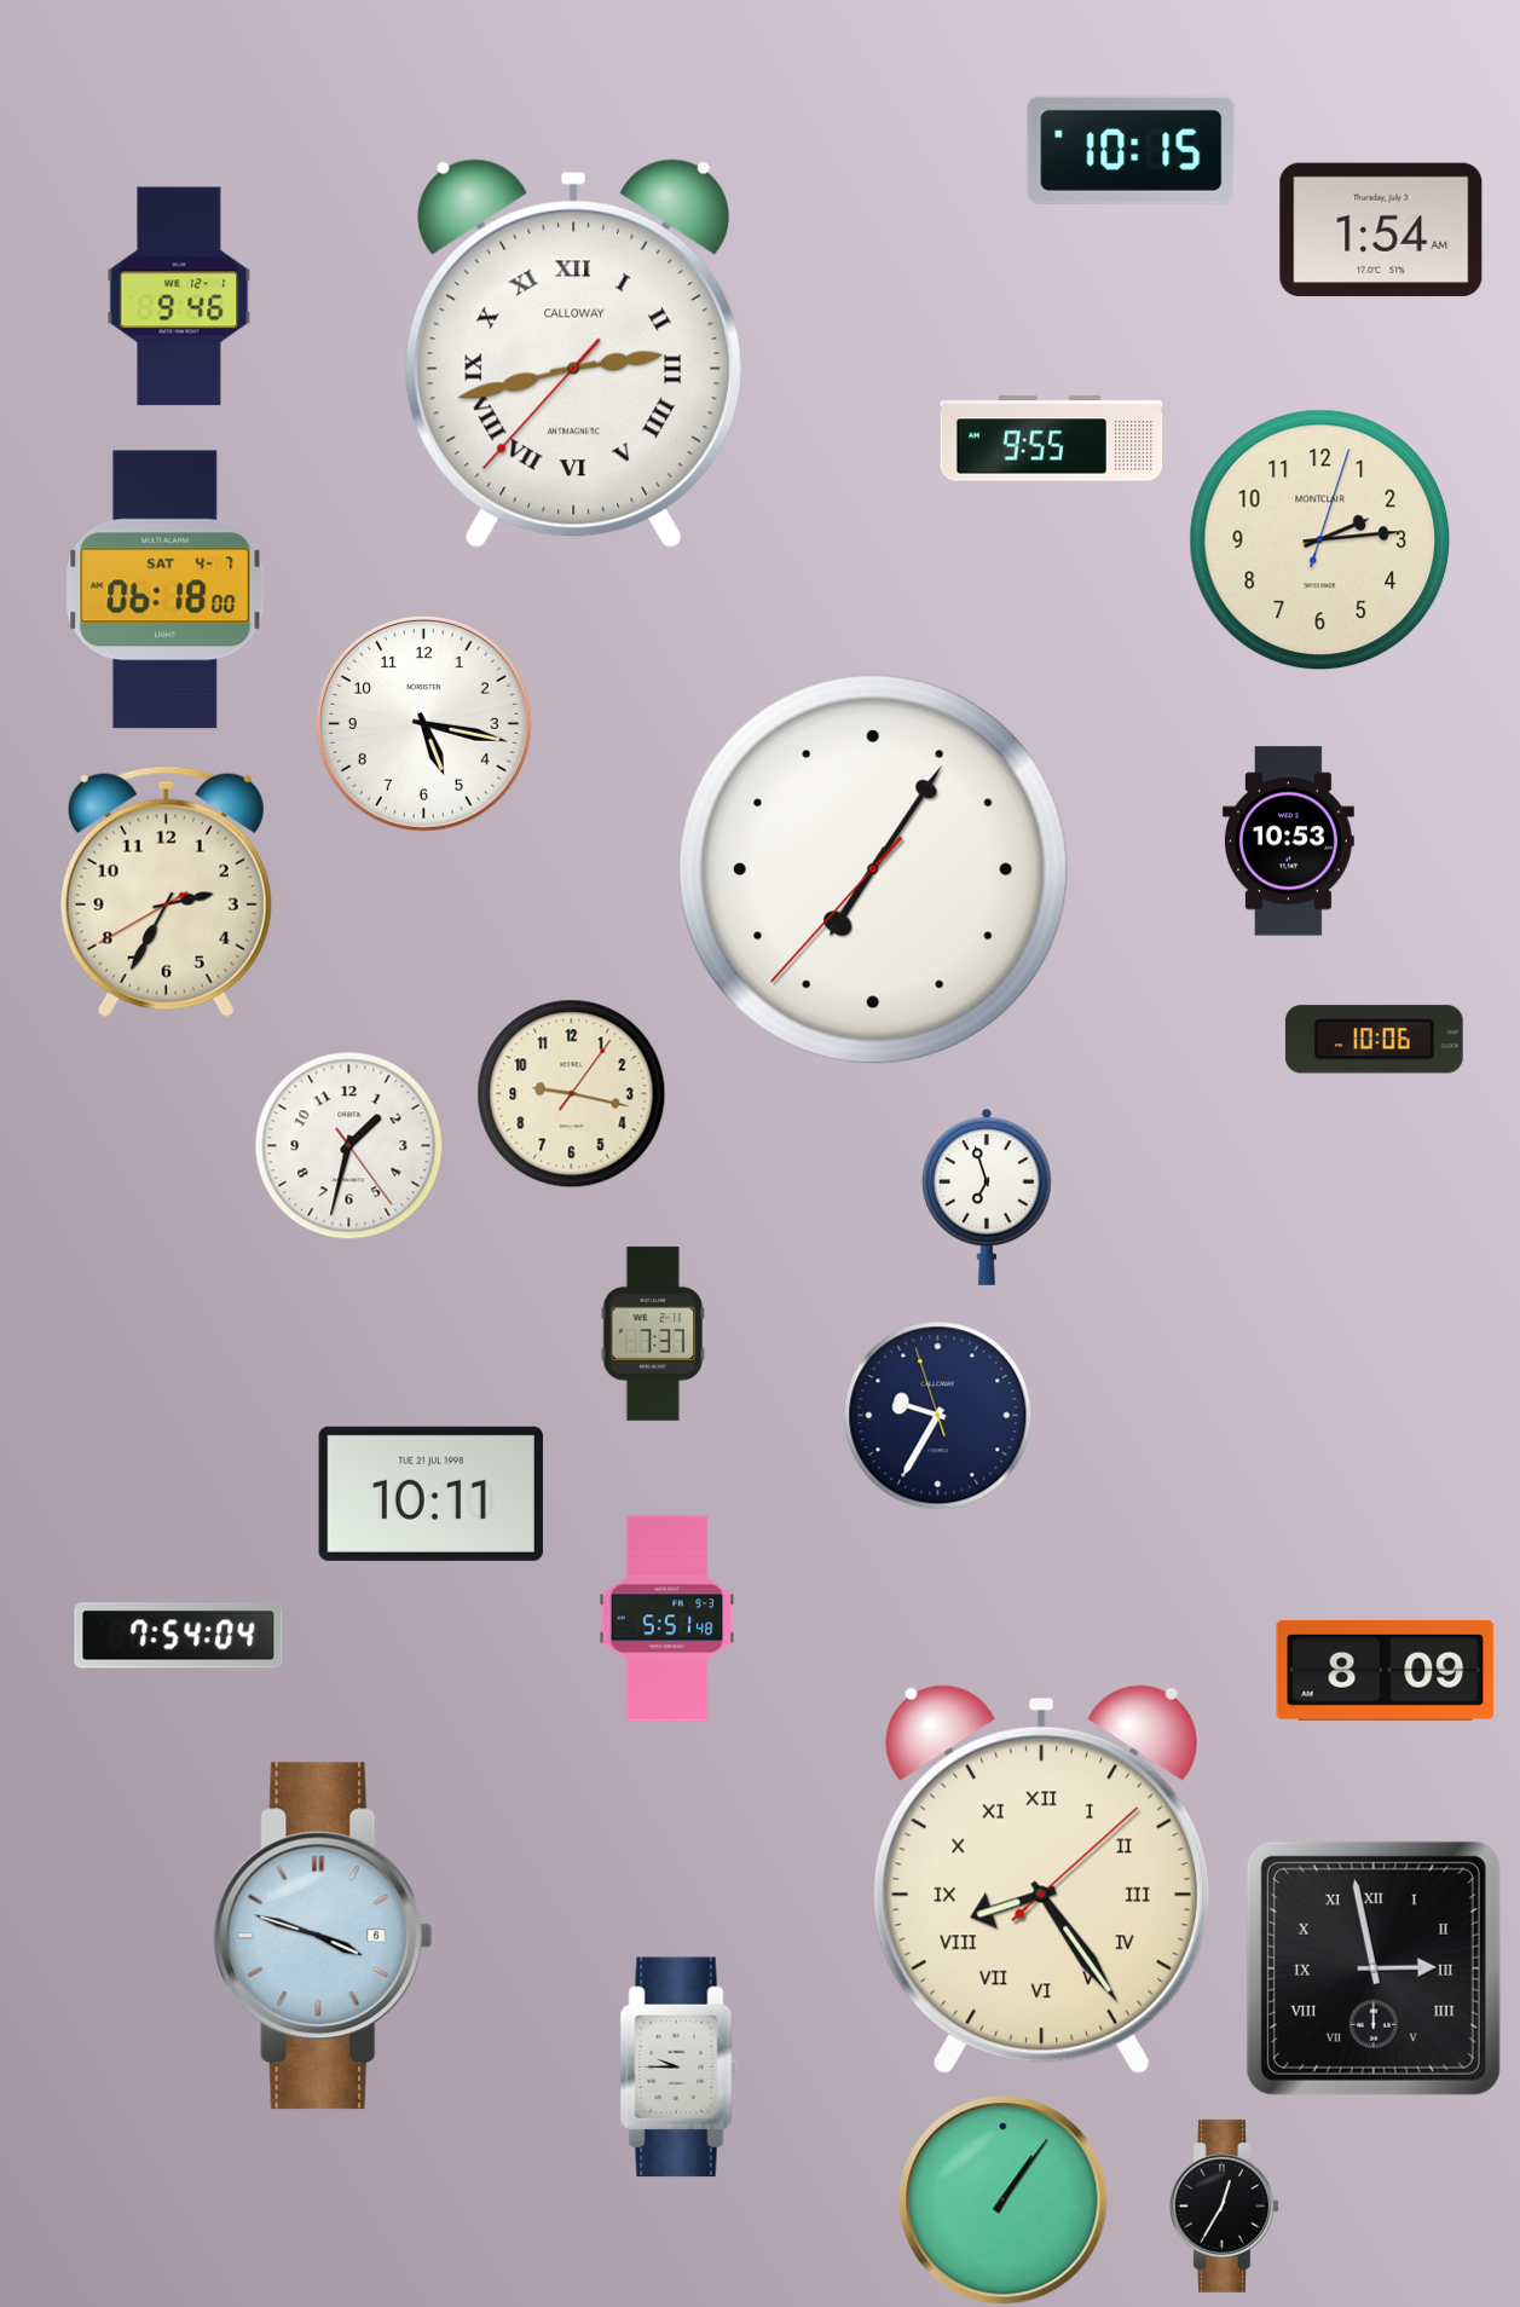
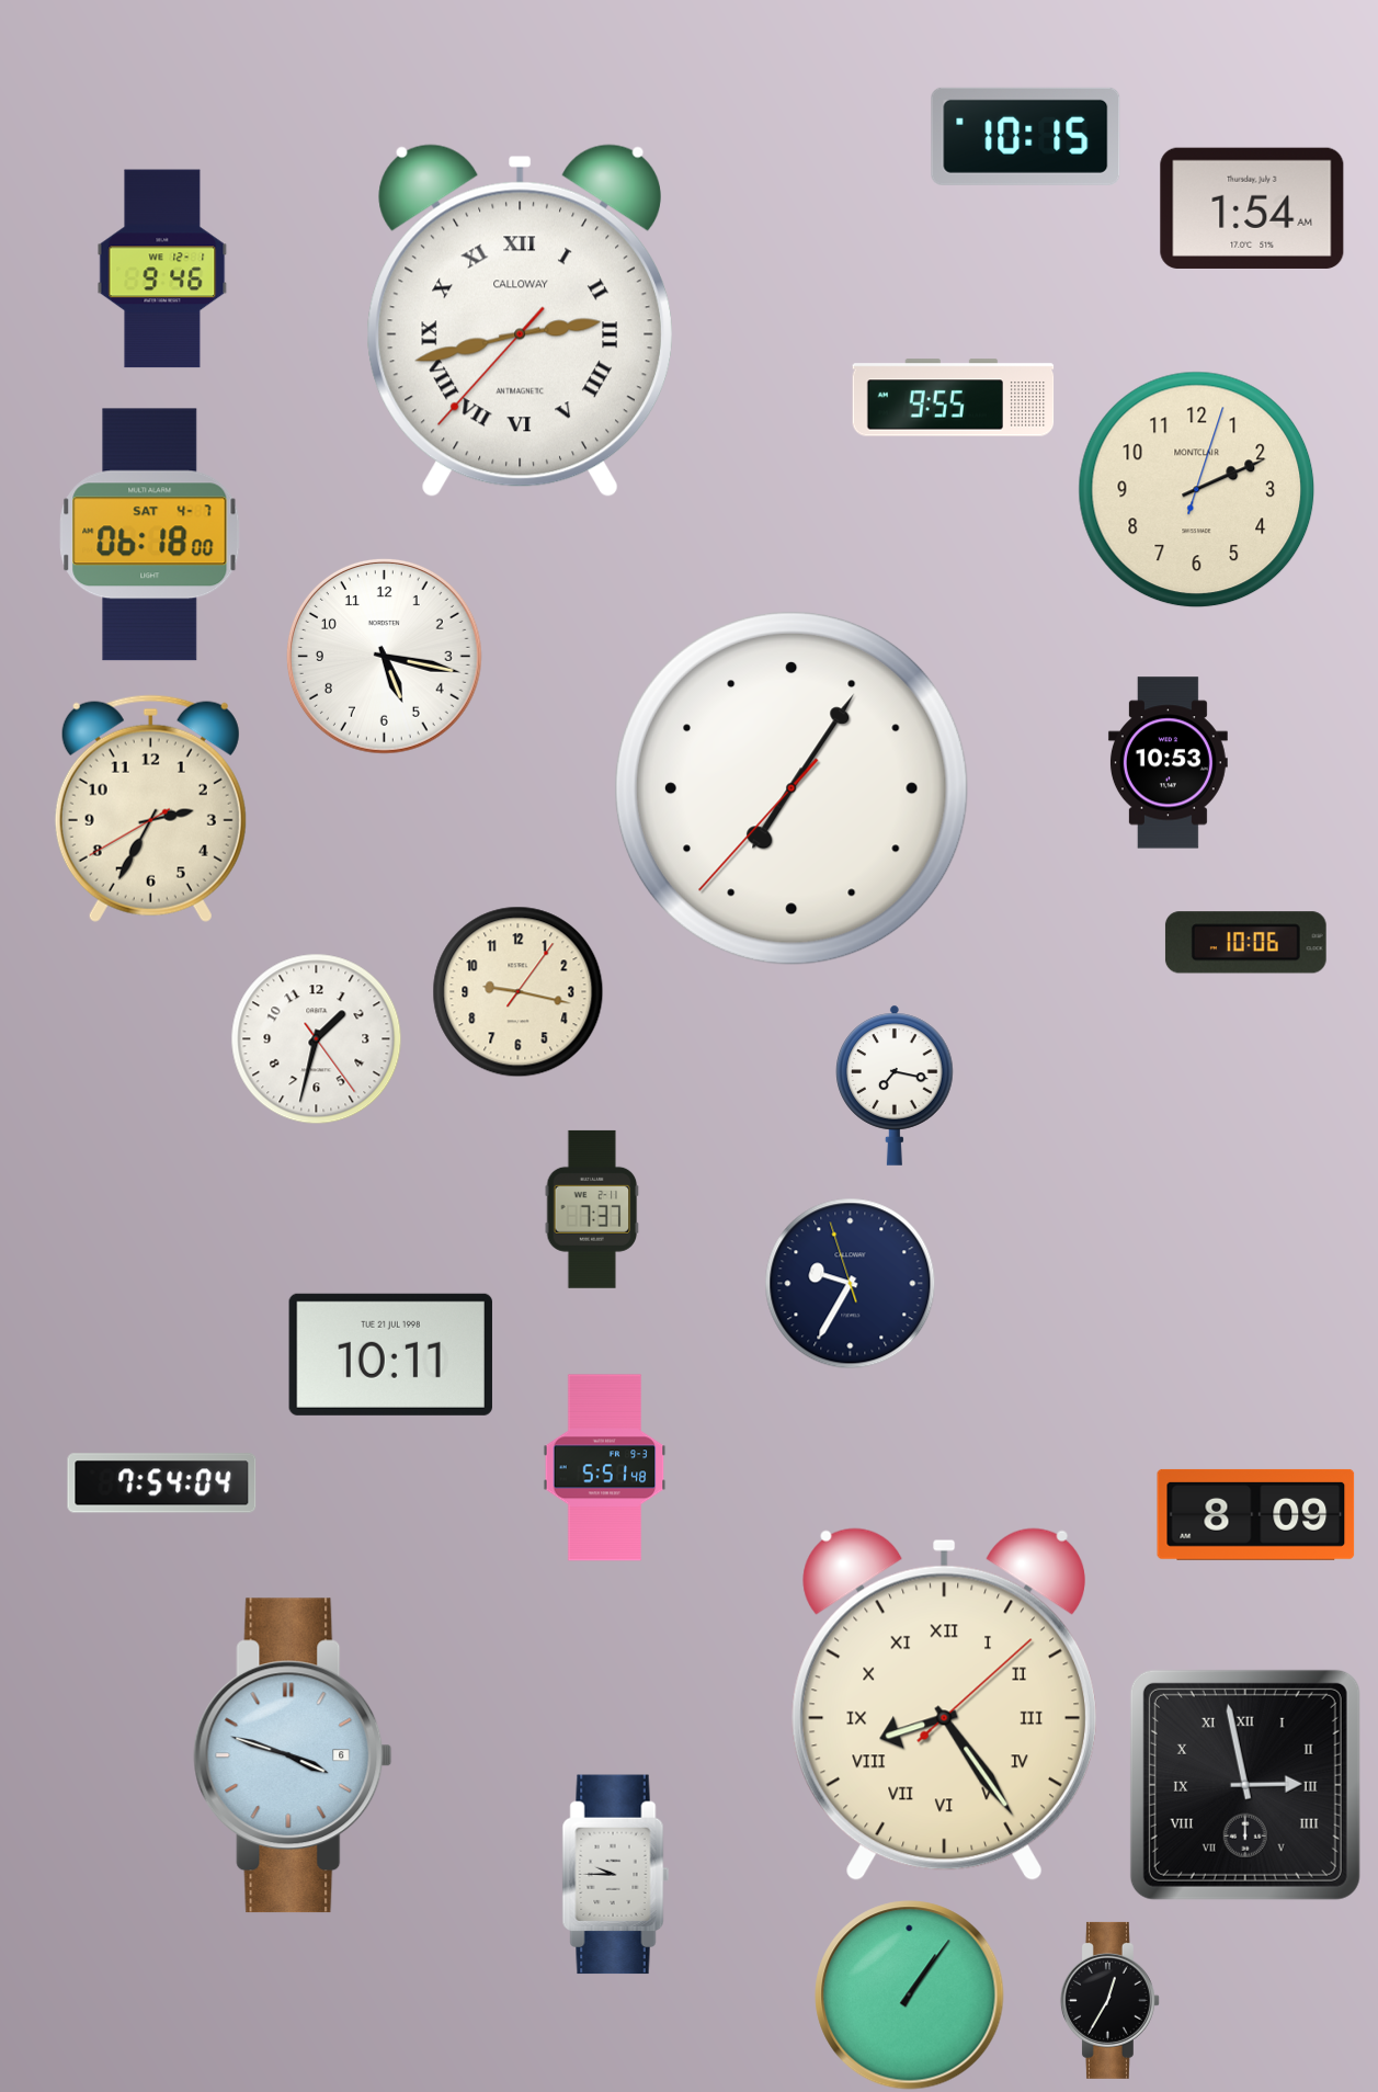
clock at (1320, 540): 2:14 -> 2:11
clock at (987, 1197): 6:57 -> 7:17
